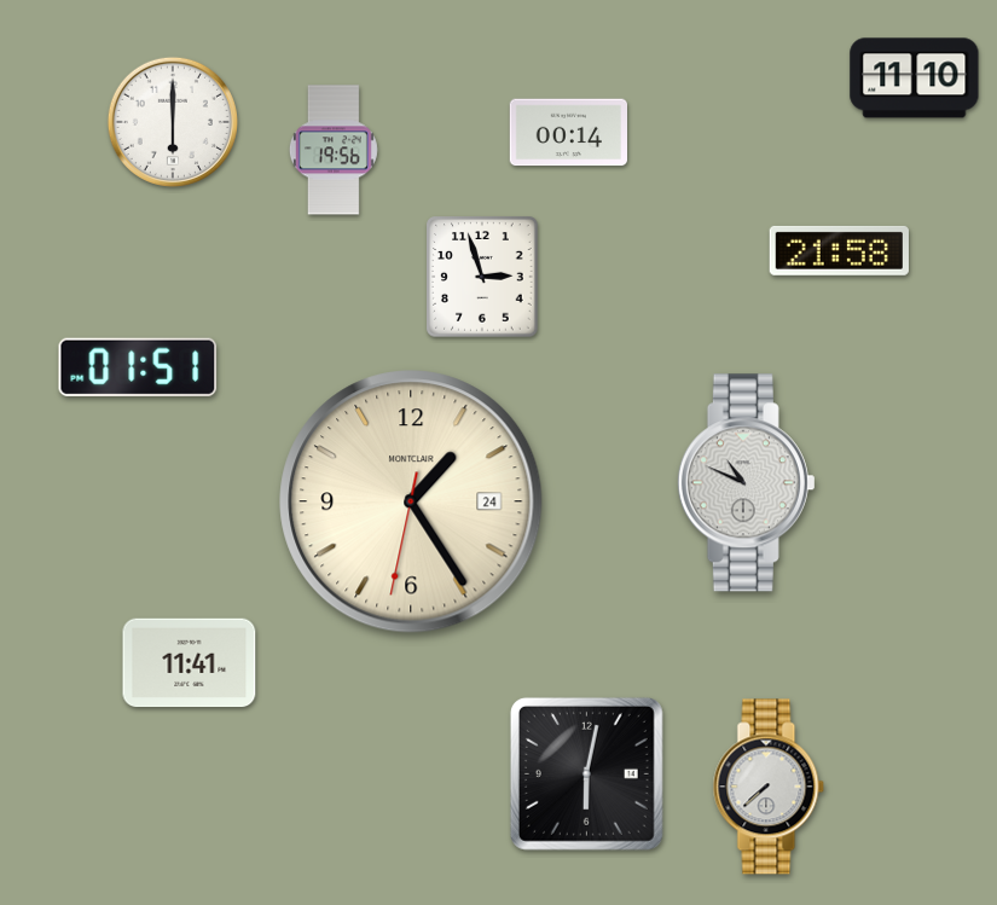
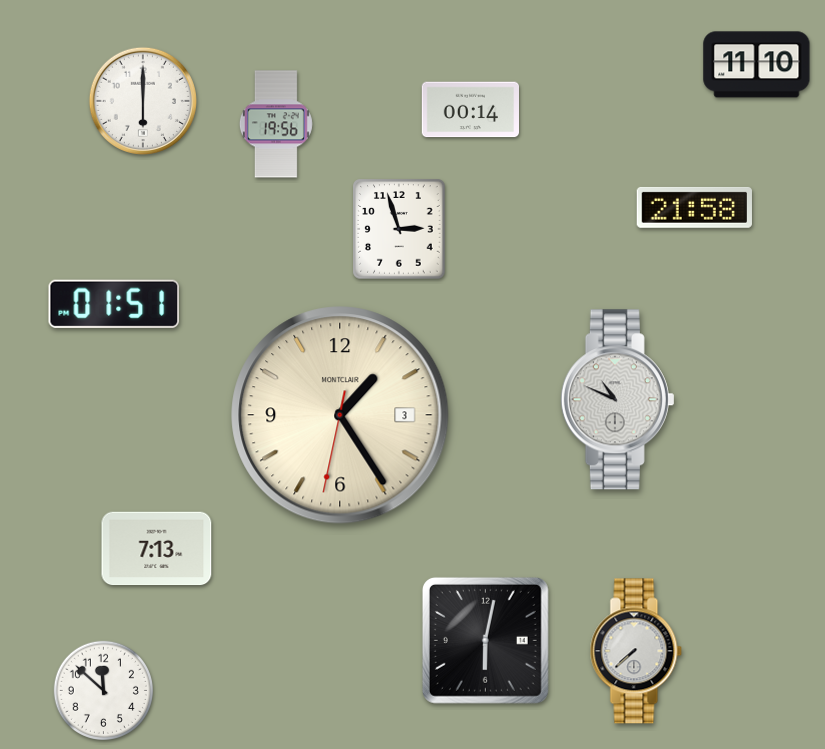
clock at (411, 501) date: 24 -> 3
clock at (190, 663): 11:41 -> 7:13
clock at (103, 690): none -> 11:52
